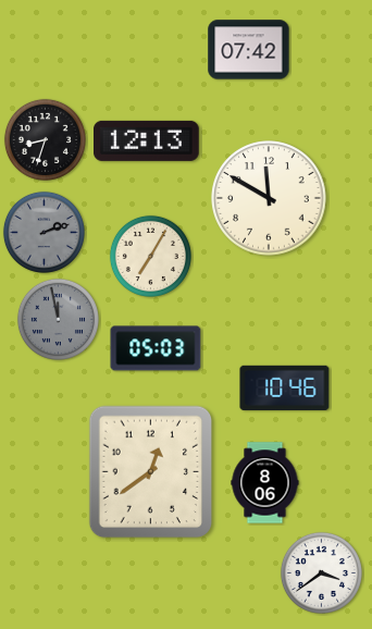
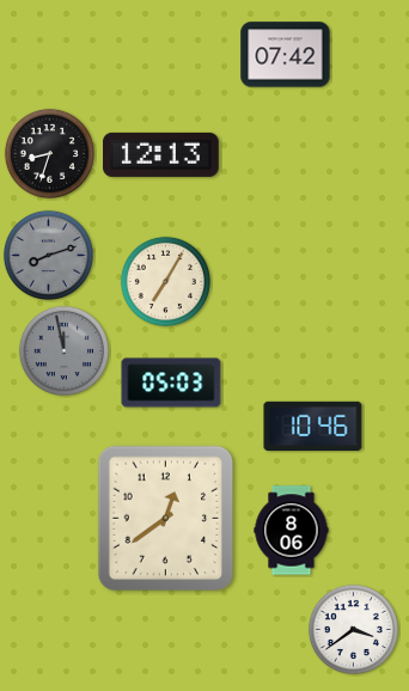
clock at (249, 50) position: (249, 50) -> (286, 55)
clock at (269, 198): 11:50 -> none
clock at (44, 232): 2:12 -> 8:12
